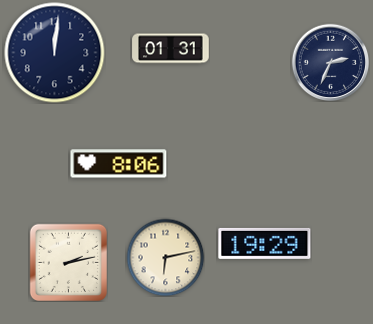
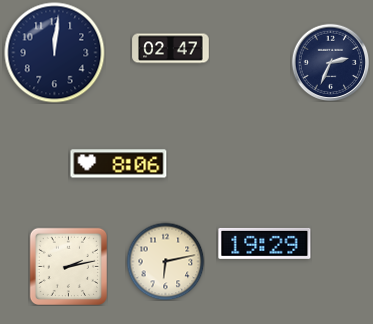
clock at (171, 49): 01:31 -> 02:47
clock at (165, 257) position: (165, 257) -> (165, 261)
clock at (68, 262) position: (68, 262) -> (68, 266)
